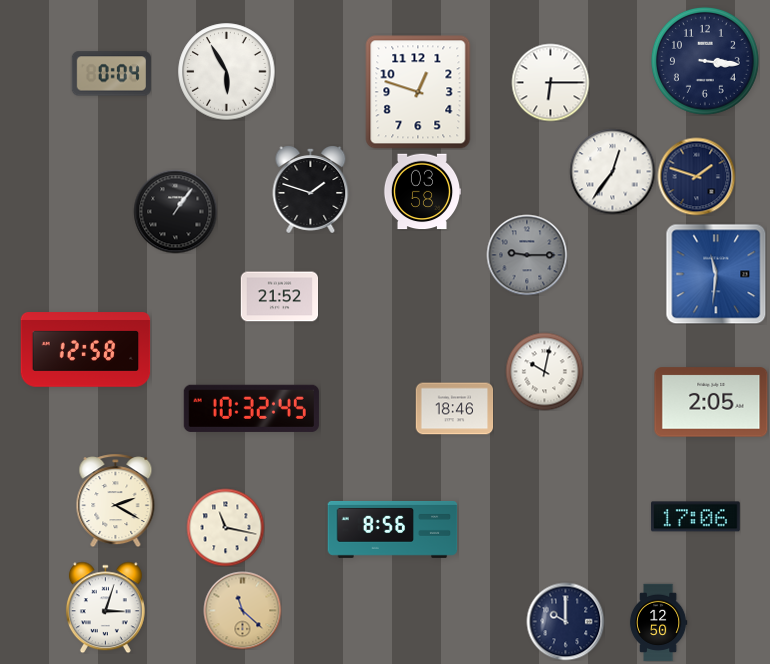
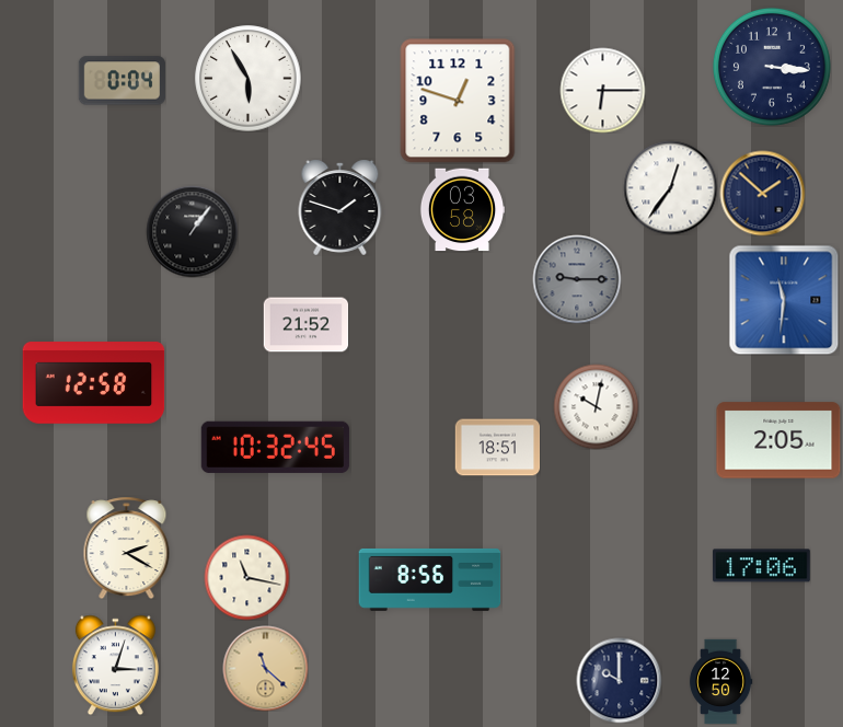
clock at (696, 176): 1:48 -> 1:52
clock at (454, 409): 18:46 -> 18:51
